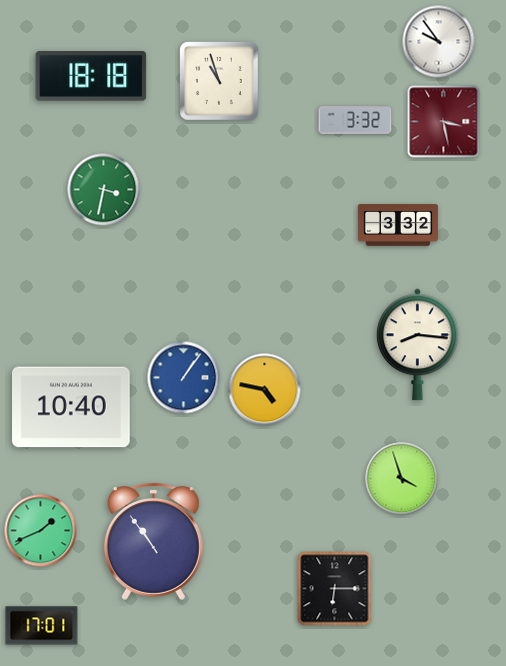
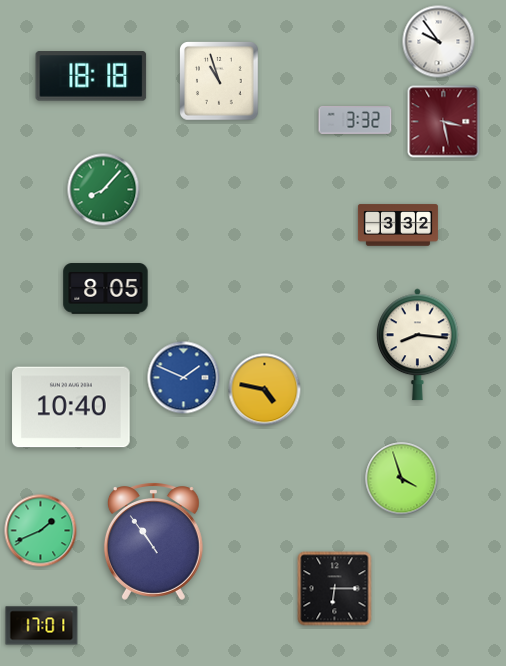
clock at (104, 190): 3:32 -> 8:07
clock at (106, 289): none -> 8:05
clock at (184, 378): 1:06 -> 1:49
